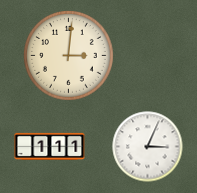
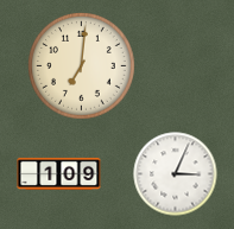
clock at (69, 56): 3:01 -> 7:01
clock at (50, 146): 1:11 -> 1:09
